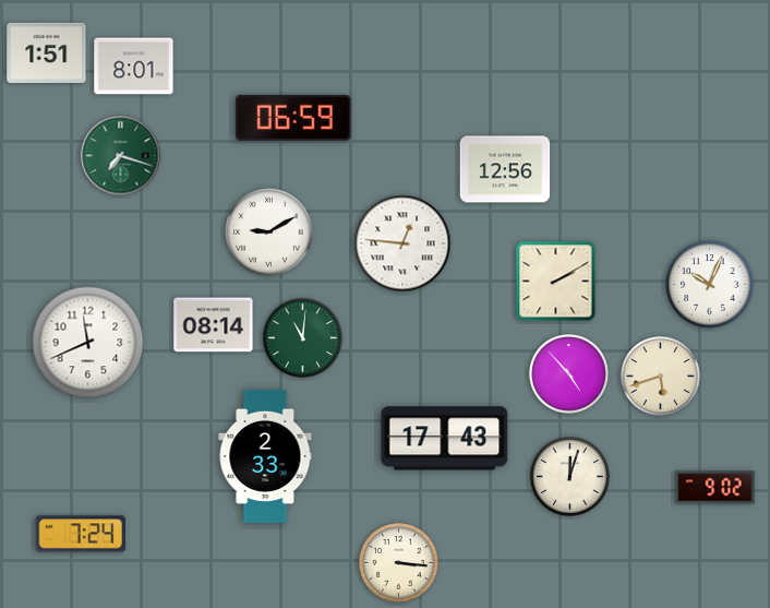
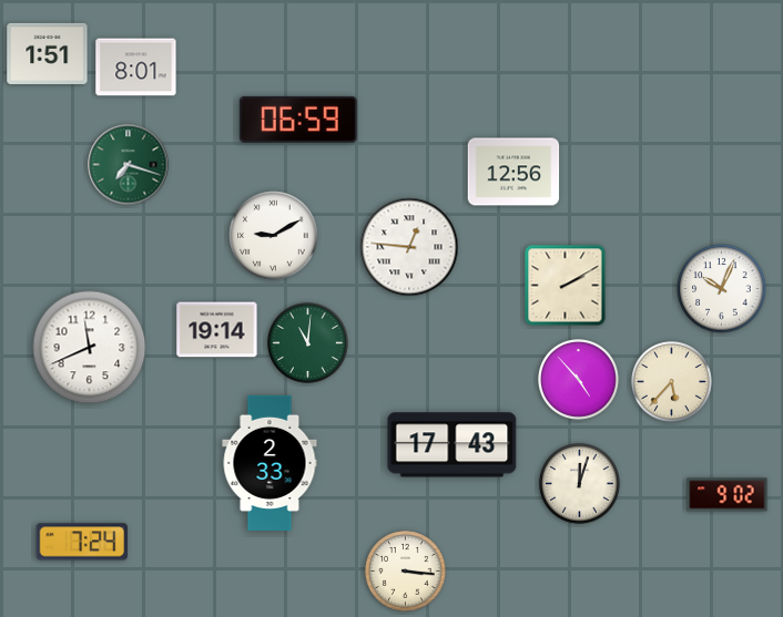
clock at (121, 156) position: (121, 156) -> (129, 165)
clock at (214, 325): 08:14 -> 19:14
clock at (661, 377): 5:42 -> 5:37
